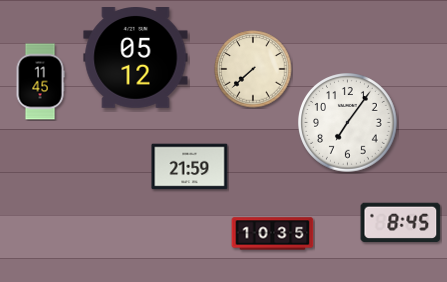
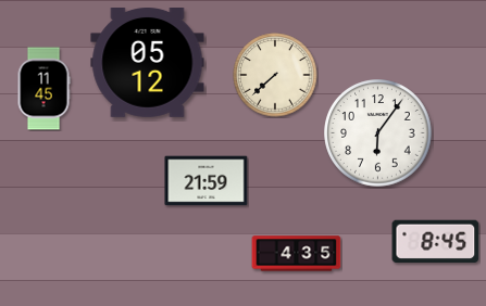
clock at (348, 123): 7:06 -> 6:06
clock at (273, 234): 10:35 -> 4:35
